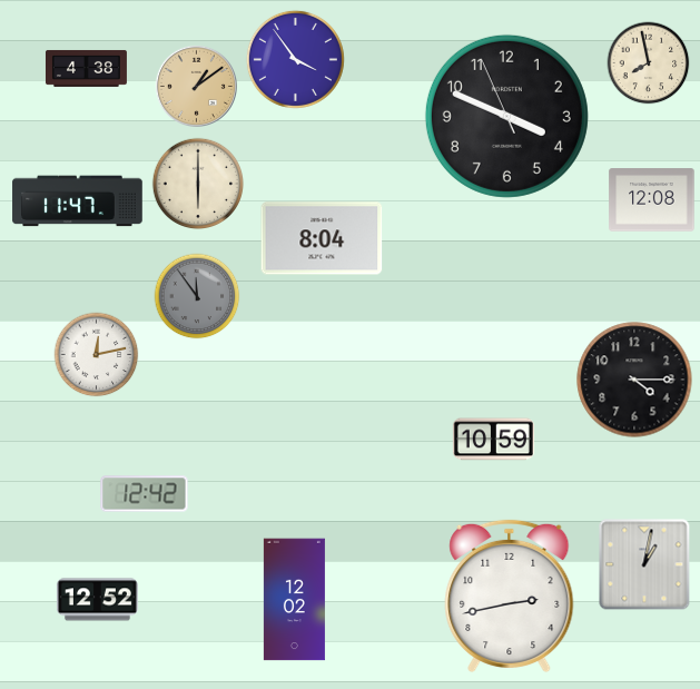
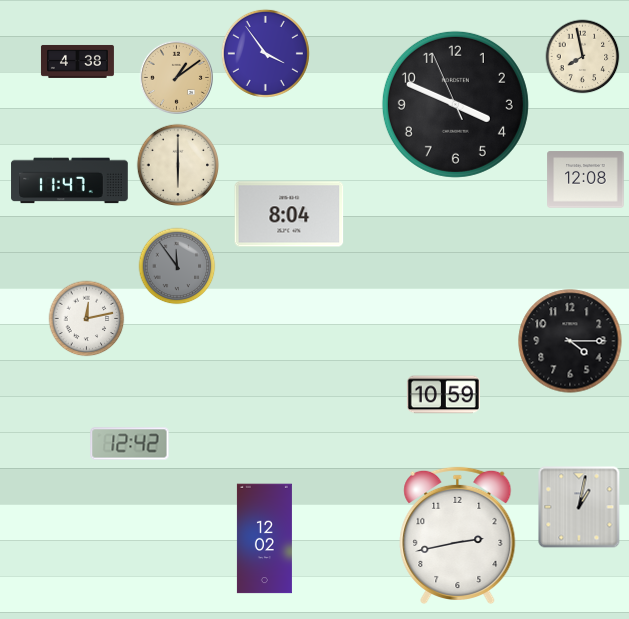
clock at (97, 600): 12:52 -> none
